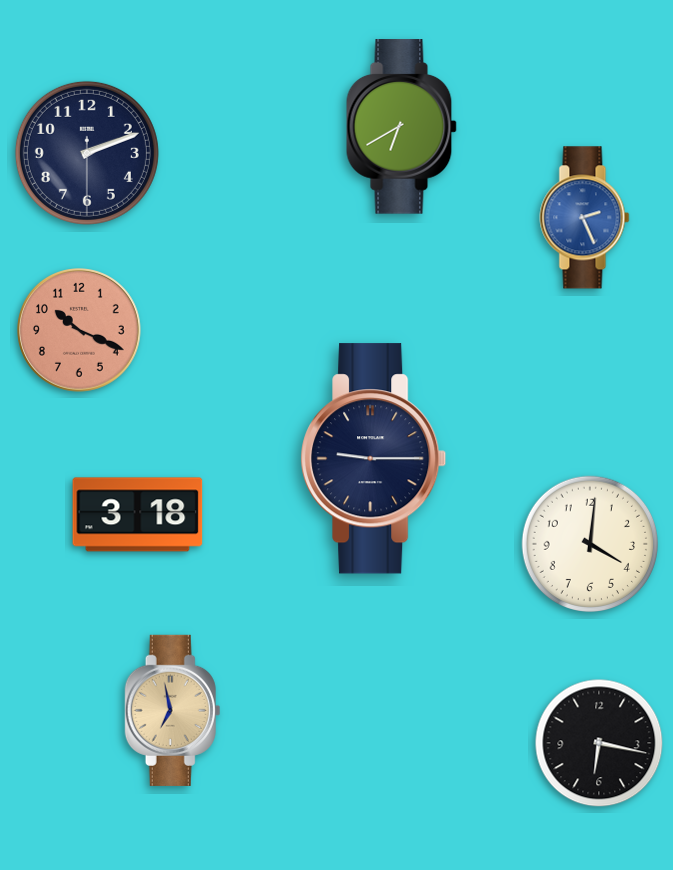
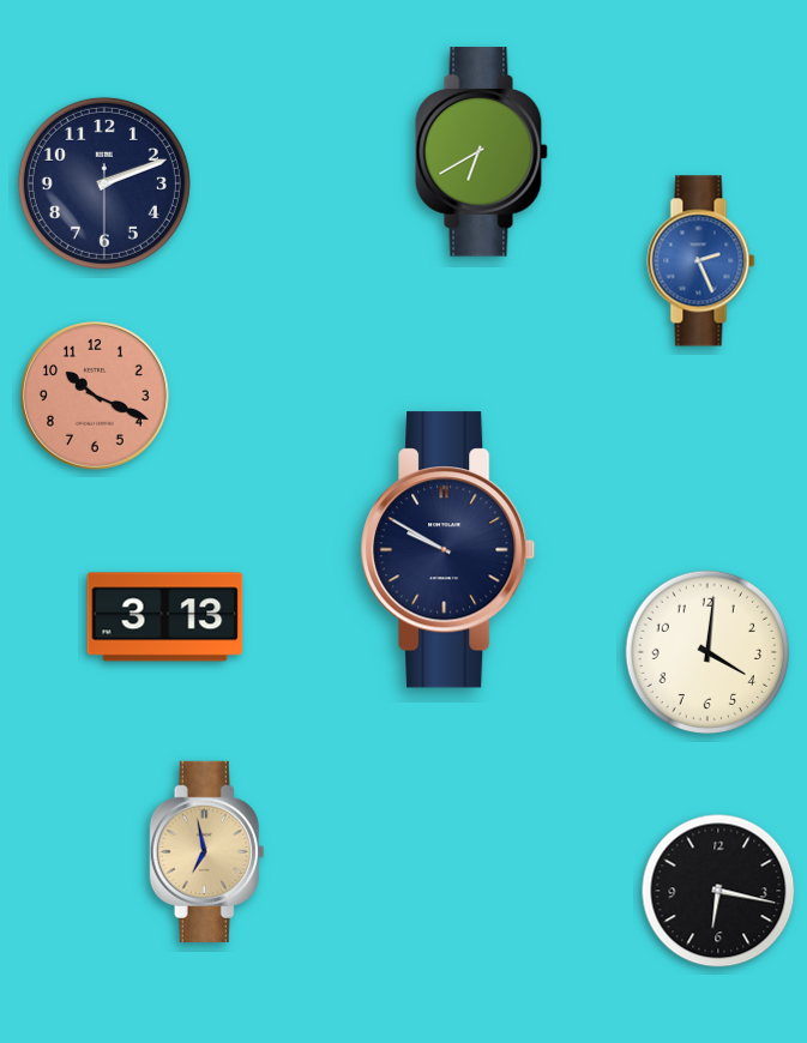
clock at (374, 459): 9:15 -> 9:50
clock at (138, 515): 3:18 -> 3:13
